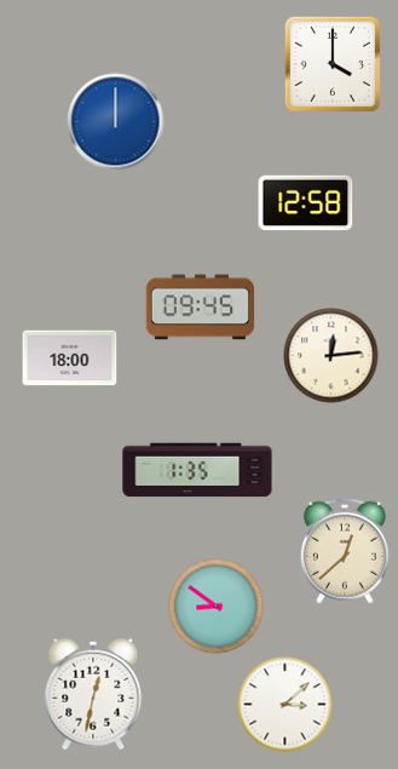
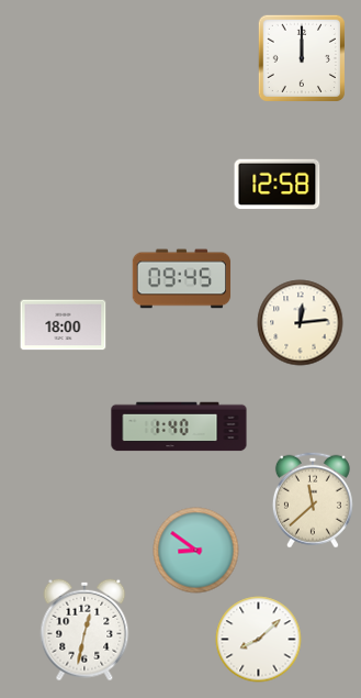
clock at (333, 64): 4:00 -> 12:00
clock at (115, 121): 12:00 -> none
clock at (197, 470): 1:35 -> 1:40
clock at (345, 551): 12:38 -> 11:38
clock at (284, 704): 3:08 -> 8:08
